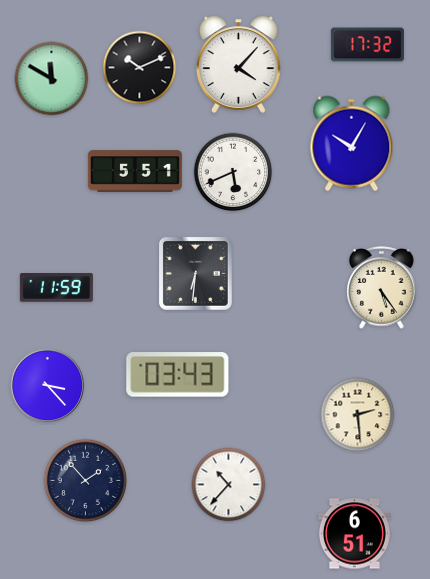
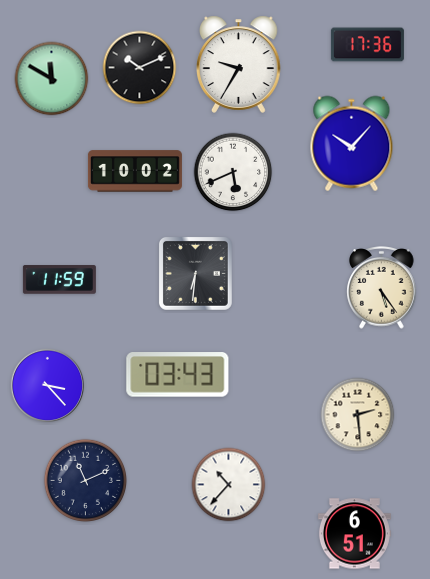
clock at (367, 45): 17:32 -> 17:36
clock at (239, 64): 4:07 -> 9:35
clock at (352, 144): 10:05 -> 10:07
clock at (135, 171): 5:51 -> 10:02
clock at (56, 288) position: (56, 288) -> (59, 280)
clock at (86, 481): 1:53 -> 11:11
